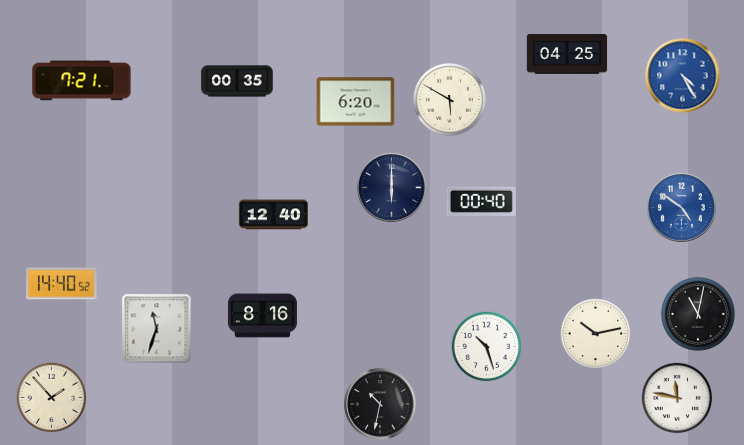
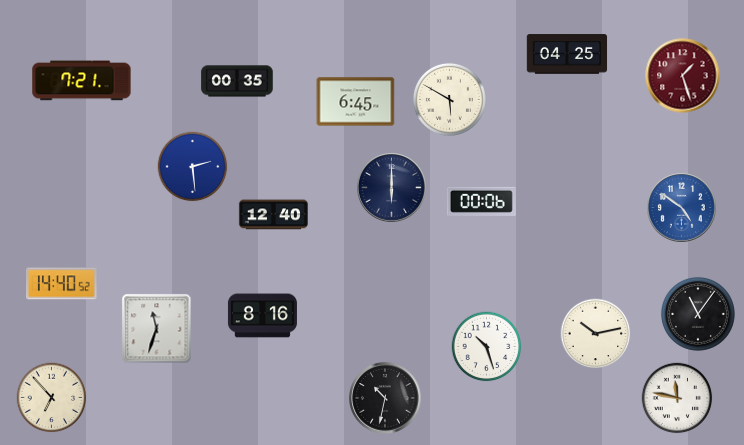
clock at (683, 76): 4:25 -> 1:27
clock at (683, 76) dial: blue -> burgundy
clock at (356, 102): 6:20 -> 6:45
clock at (193, 167): none -> 2:29
clock at (481, 201): 00:40 -> 00:06
clock at (698, 314): 11:02 -> 11:06
clock at (52, 398): 1:53 -> 6:53
clock at (380, 404) position: (380, 404) -> (385, 398)
